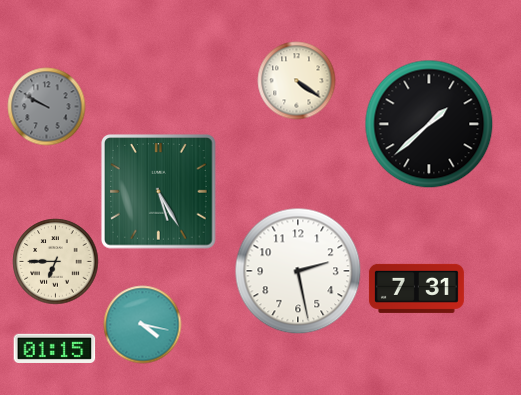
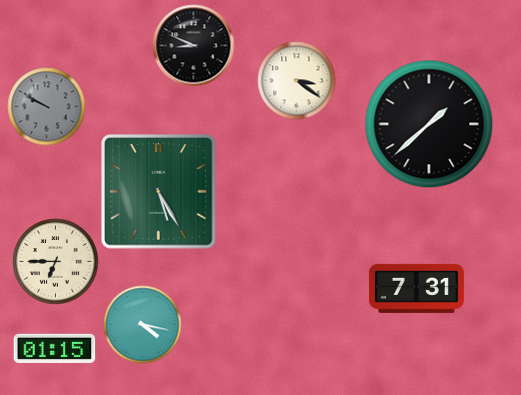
clock at (193, 45): none -> 8:49
clock at (296, 80): 4:21 -> 3:21
clock at (298, 271): 2:28 -> none
